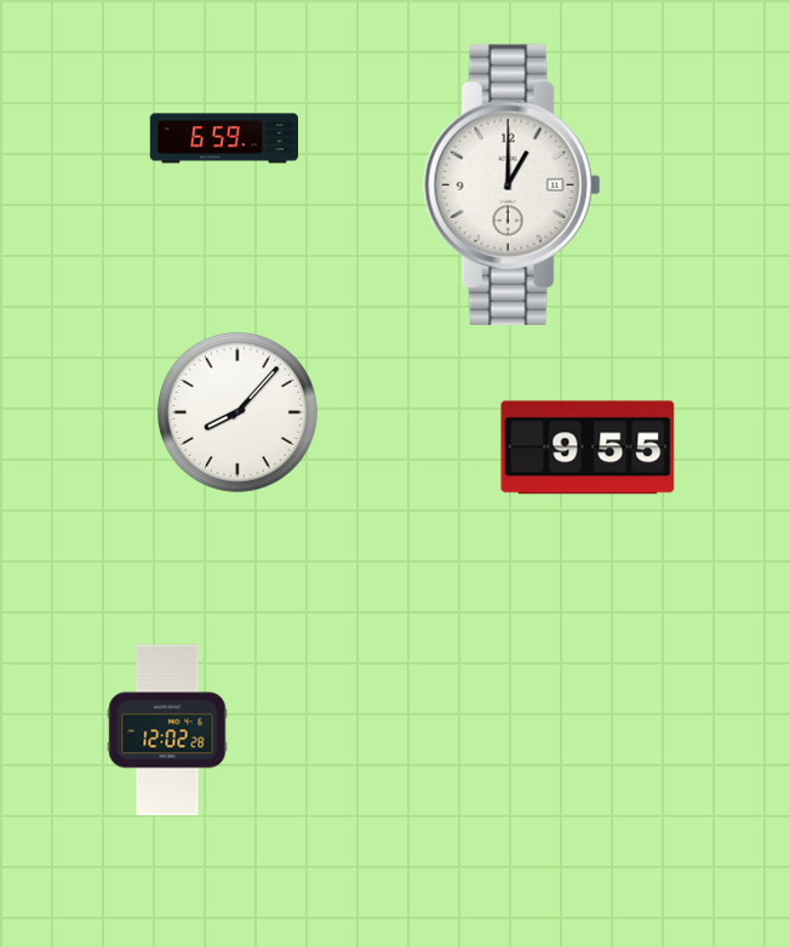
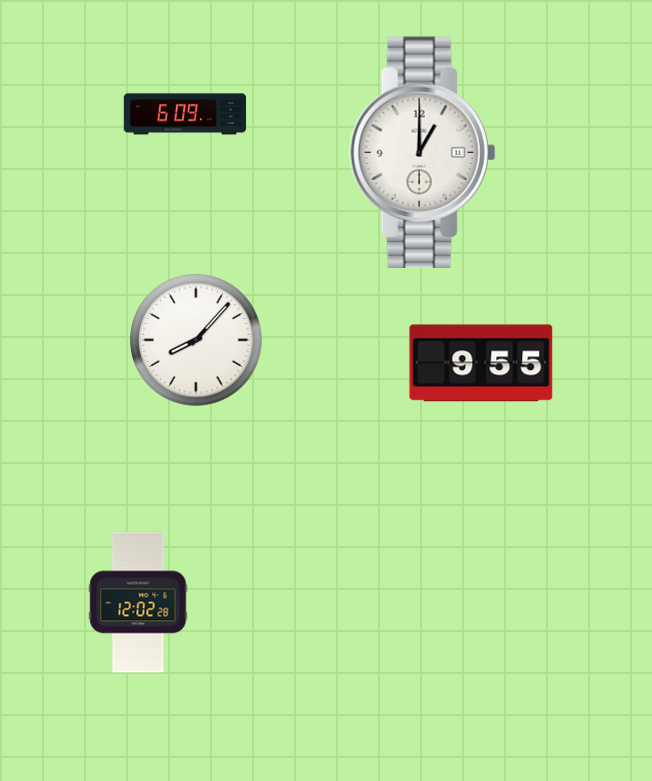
clock at (224, 138): 6:59 -> 6:09
clock at (588, 447) position: (588, 447) -> (481, 363)
